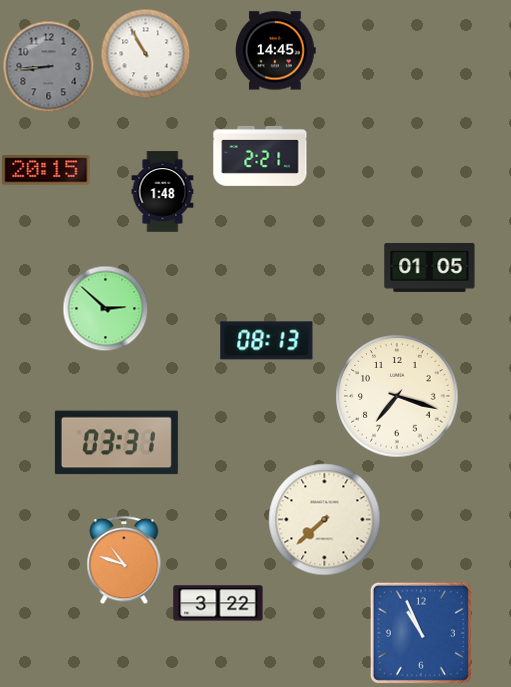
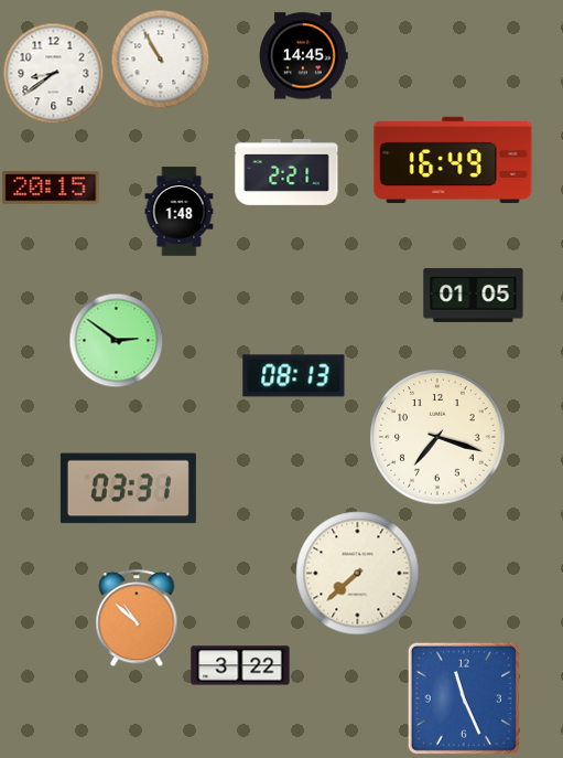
clock at (48, 66): 8:44 -> 8:39
clock at (48, 66) dial: grey -> white
clock at (453, 160): none -> 16:49
clock at (105, 308): 2:52 -> 2:51
clock at (124, 560): 10:48 -> 10:52
clock at (421, 633): 10:56 -> 11:26
